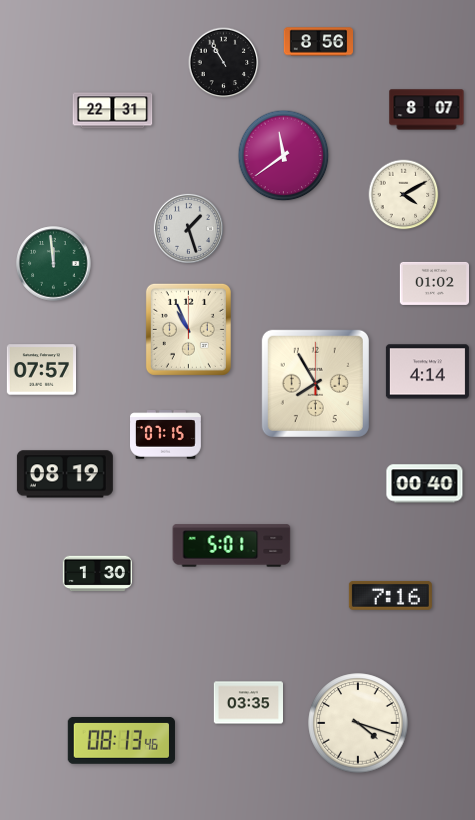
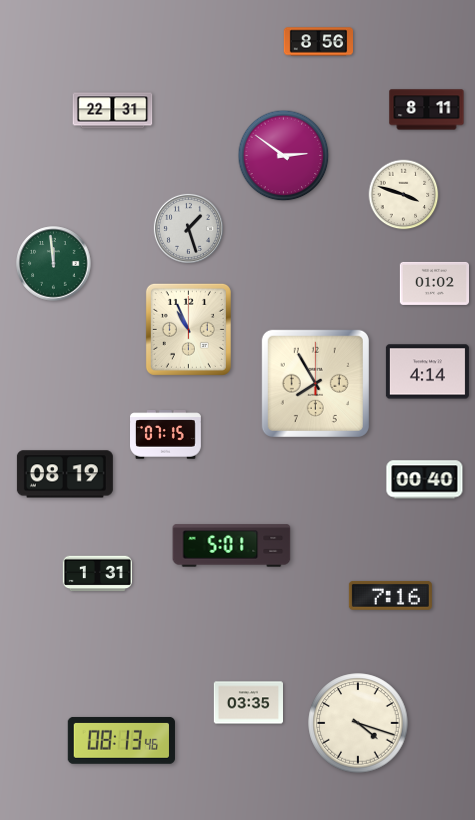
clock at (224, 63): 10:55 -> none
clock at (427, 110): 8:07 -> 8:11
clock at (284, 156): 11:39 -> 2:51
clock at (404, 195): 4:10 -> 3:48
clock at (41, 370): 07:57 -> none
clock at (425, 484) position: (425, 484) -> (425, 480)
clock at (97, 574): 1:30 -> 1:31
